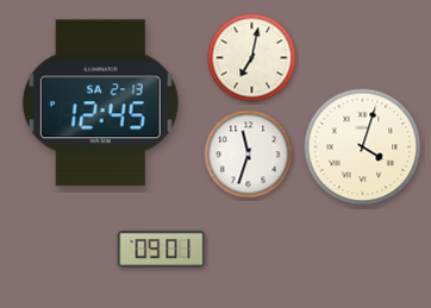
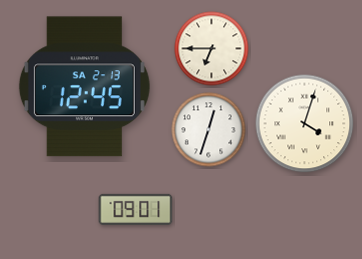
clock at (252, 58): 7:02 -> 6:45
clock at (249, 155): 11:33 -> 12:33
